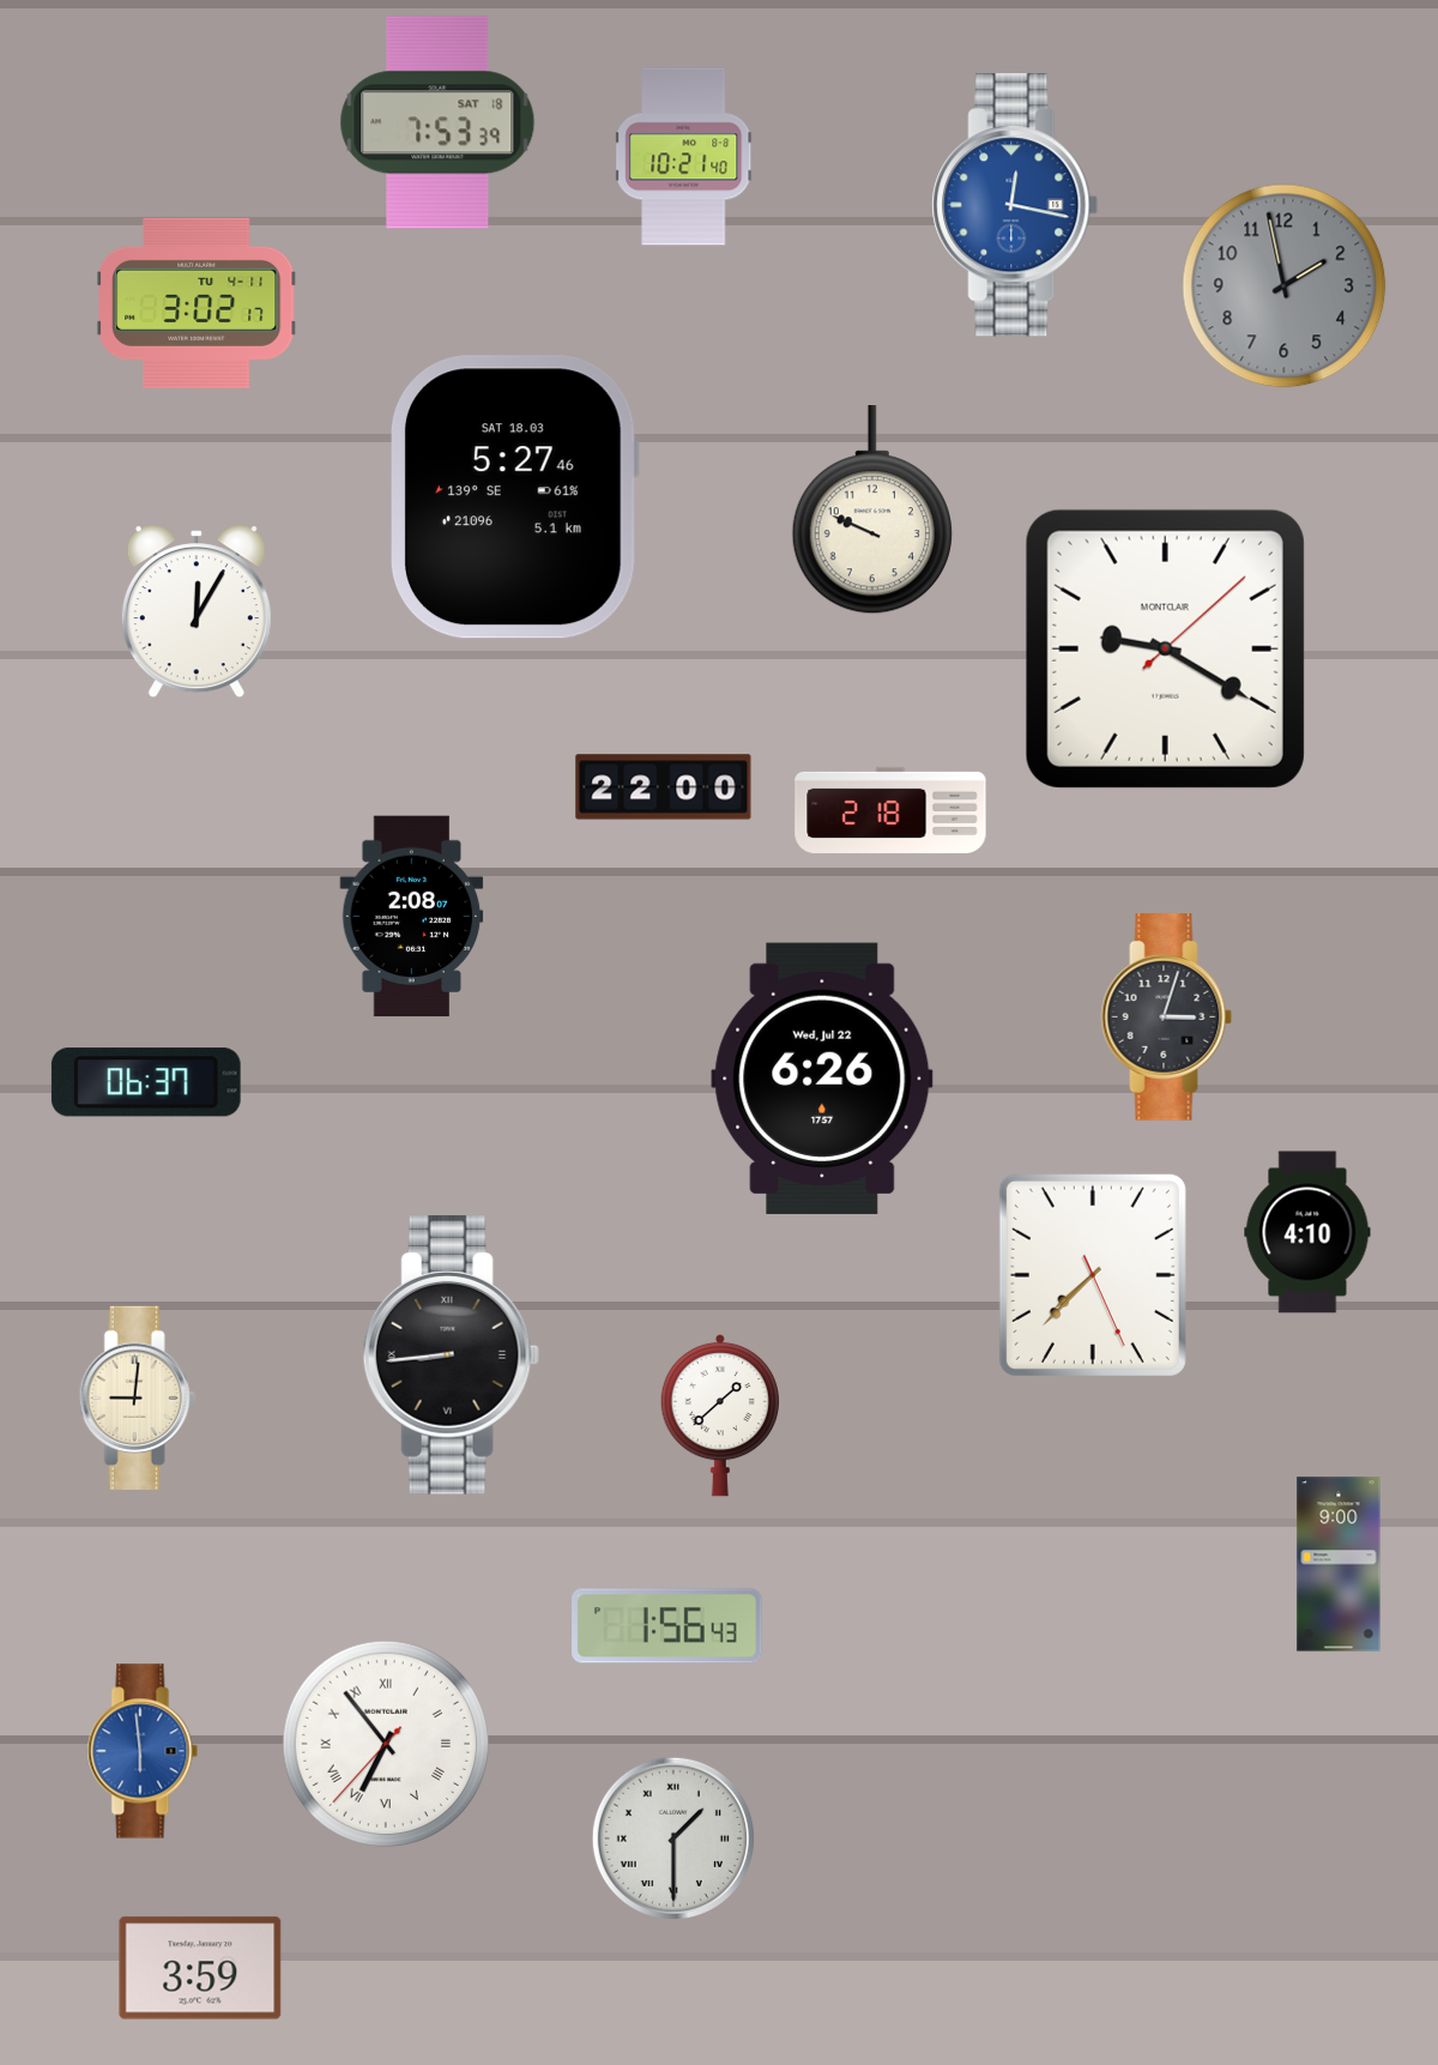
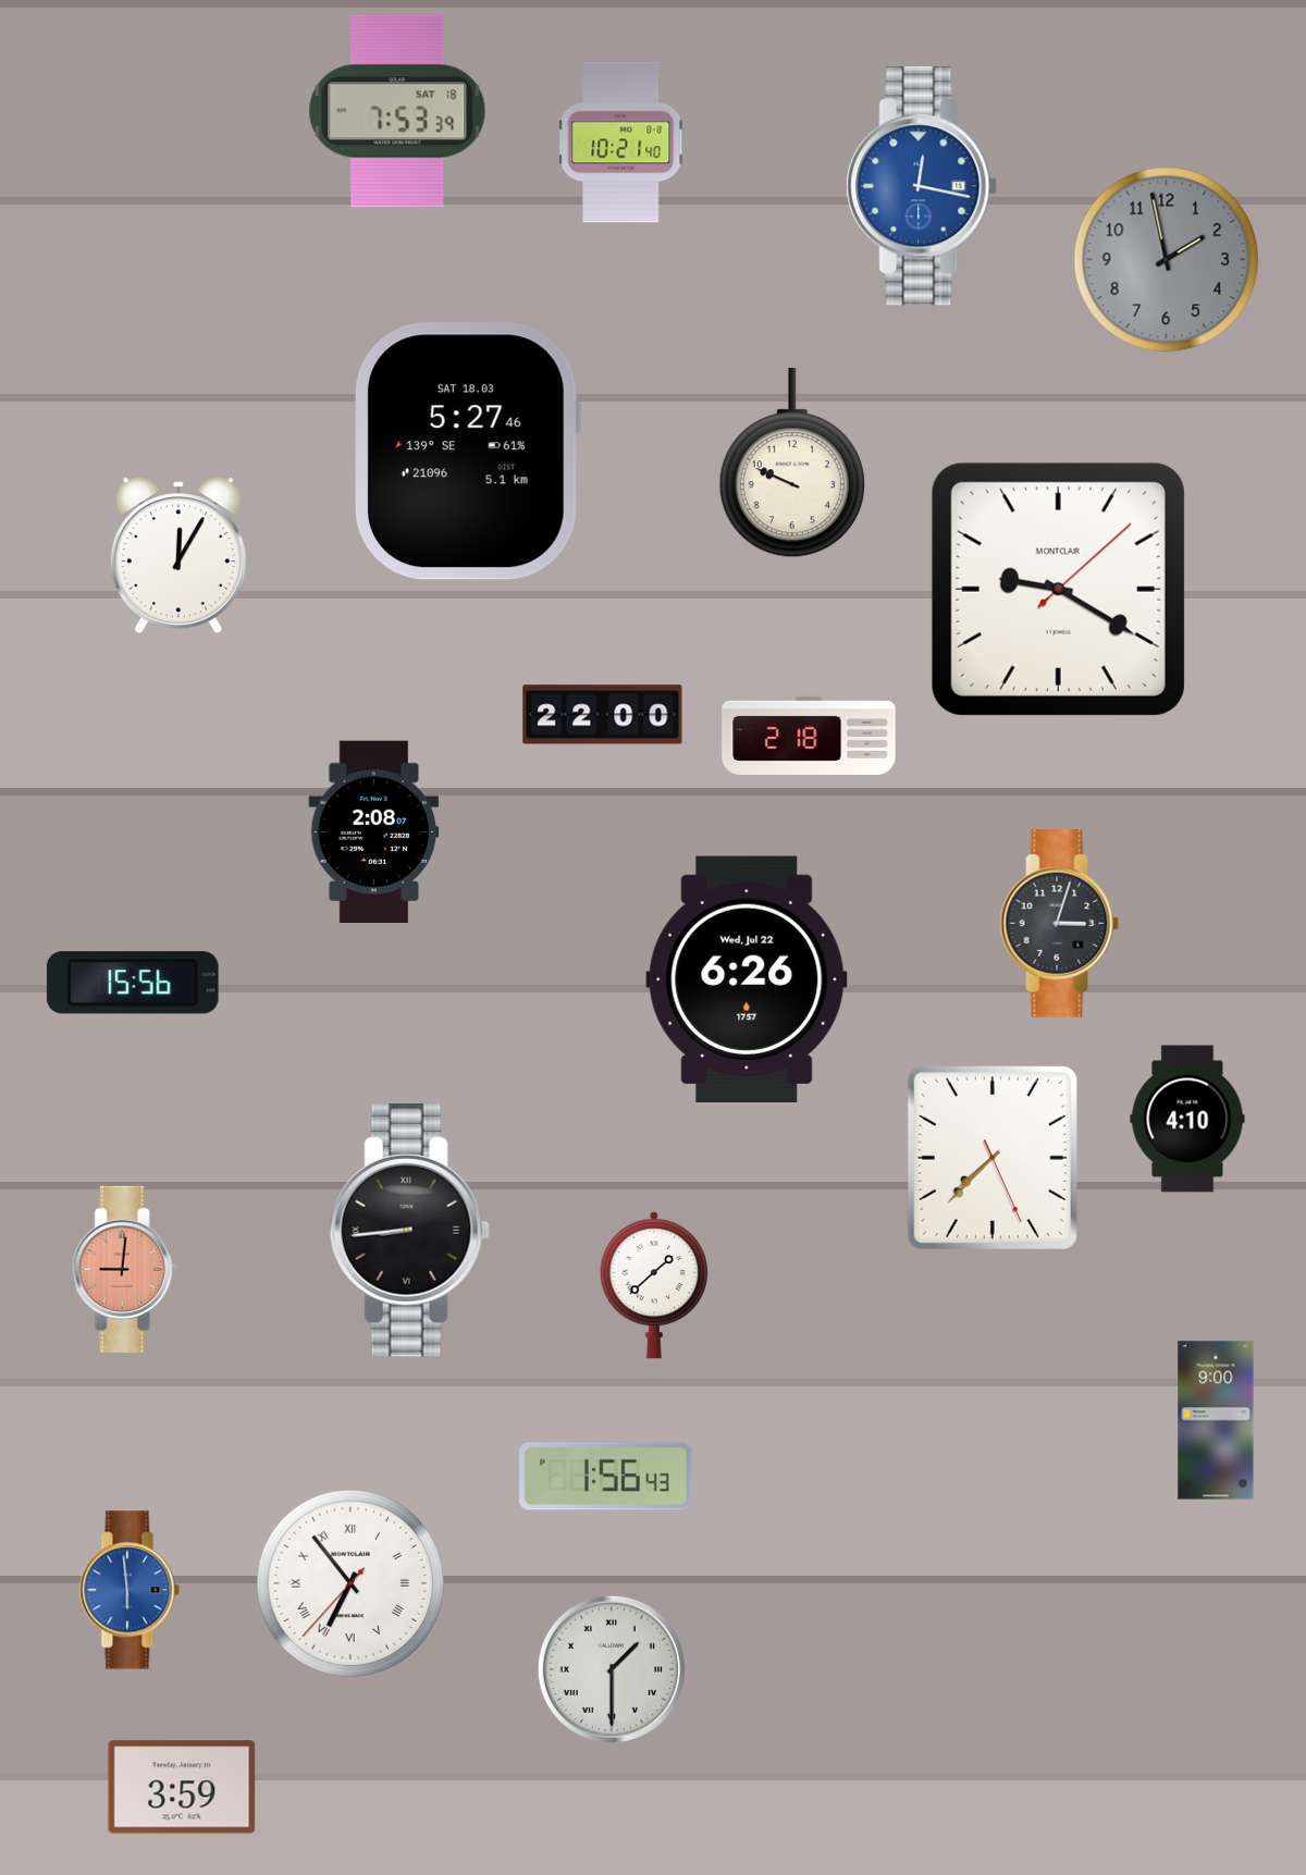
clock at (198, 303): 3:02 -> none
clock at (146, 1082): 06:37 -> 15:56
clock at (137, 1397) dial: cream -> salmon
